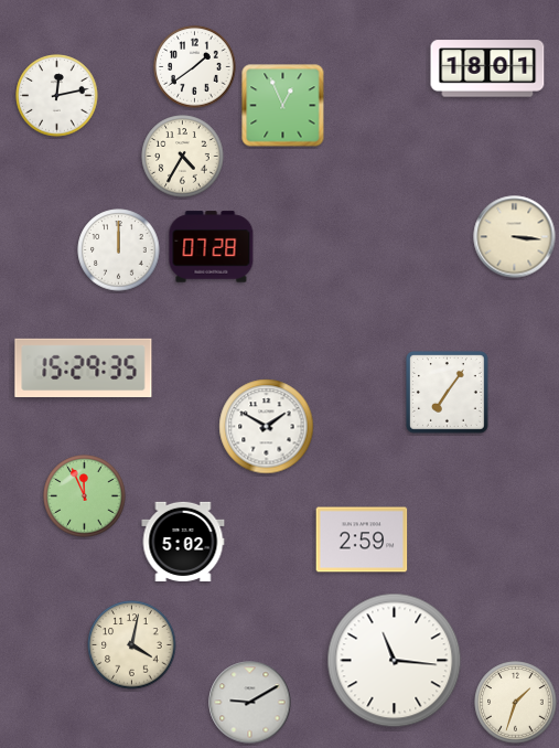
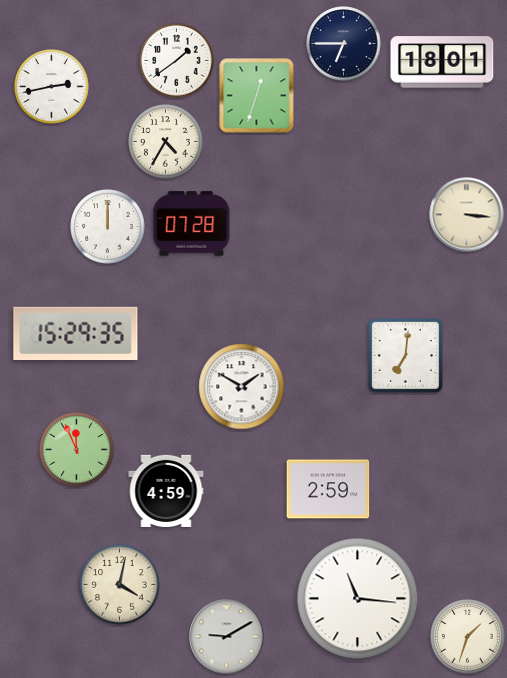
clock at (344, 44): none -> 6:45
clock at (57, 96): 12:13 -> 2:43
clock at (283, 106): 12:56 -> 12:33
clock at (448, 393): 7:06 -> 7:01
clock at (183, 542): 5:02 -> 4:59
